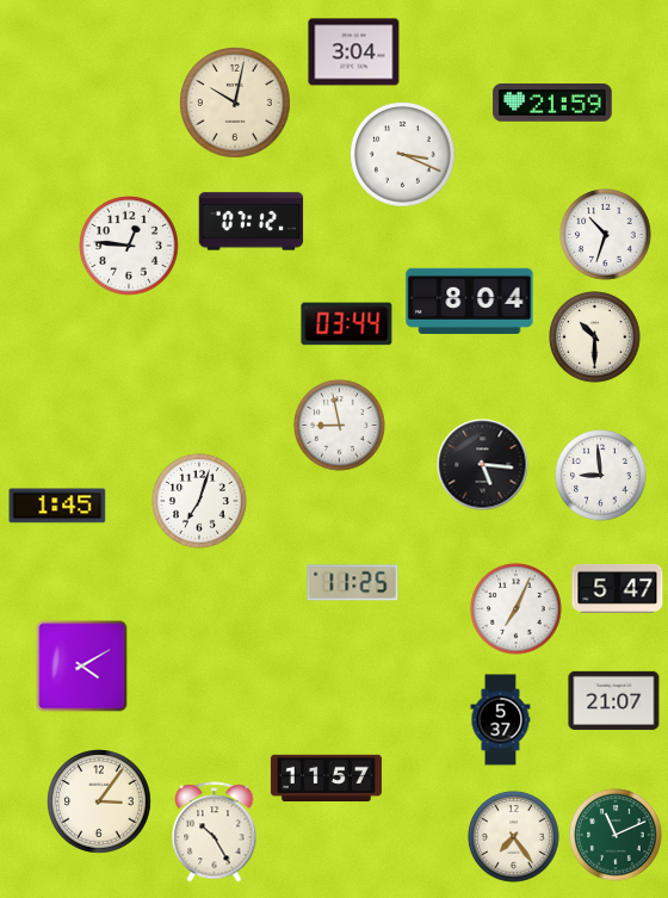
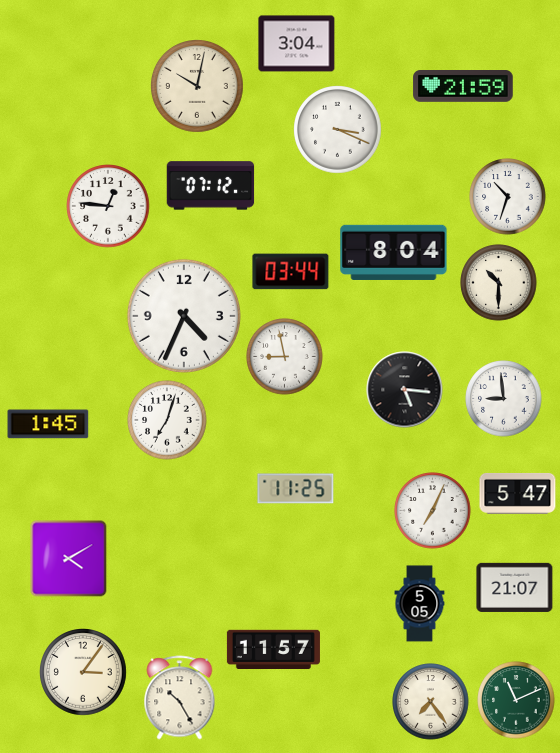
clock at (184, 316): none -> 4:34
clock at (501, 720): 5:37 -> 5:05
clock at (326, 779) position: (326, 779) -> (273, 650)
